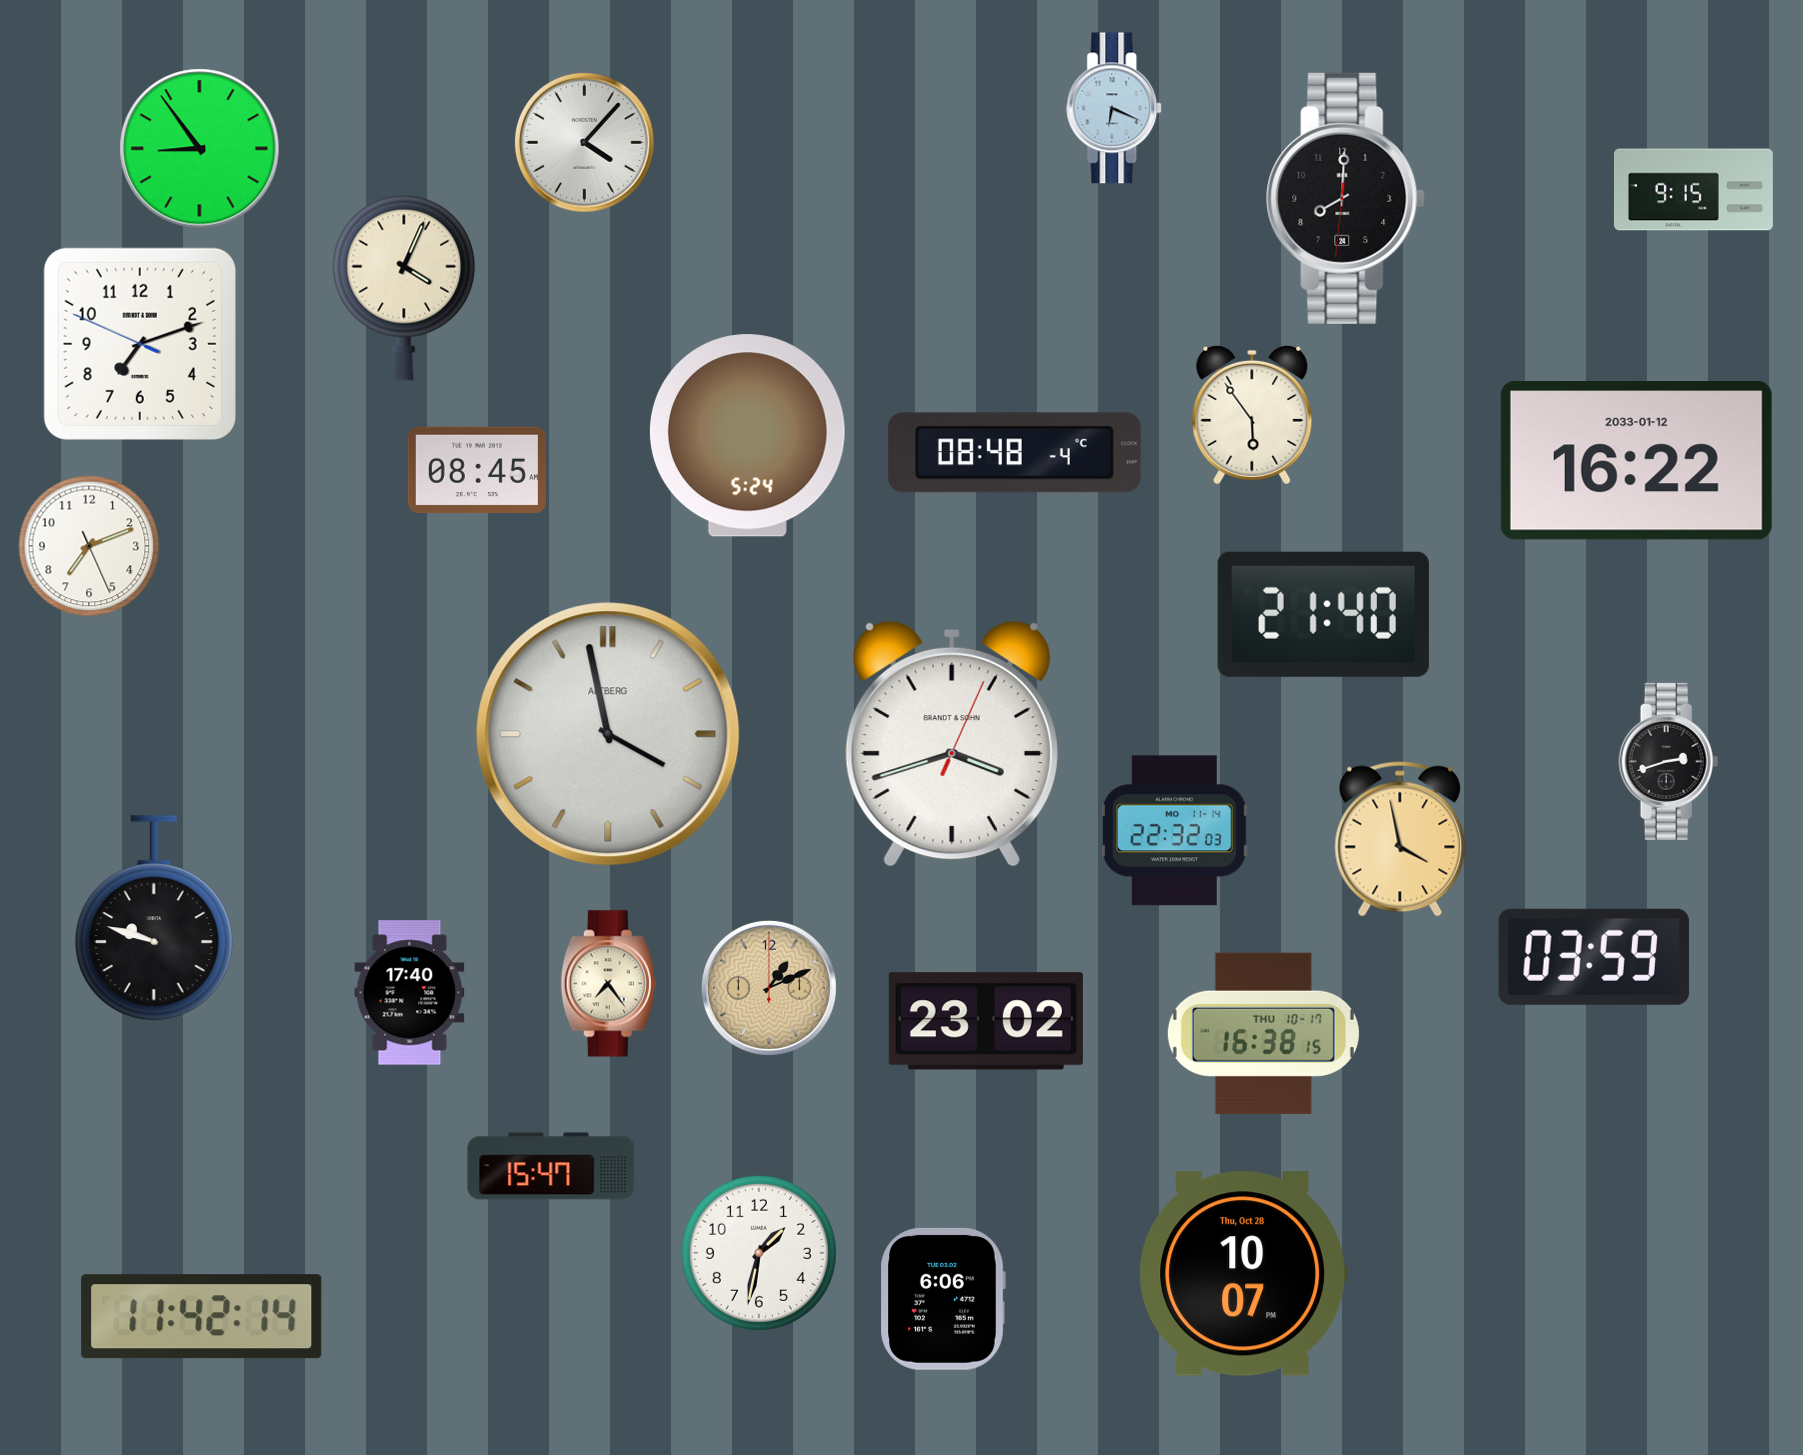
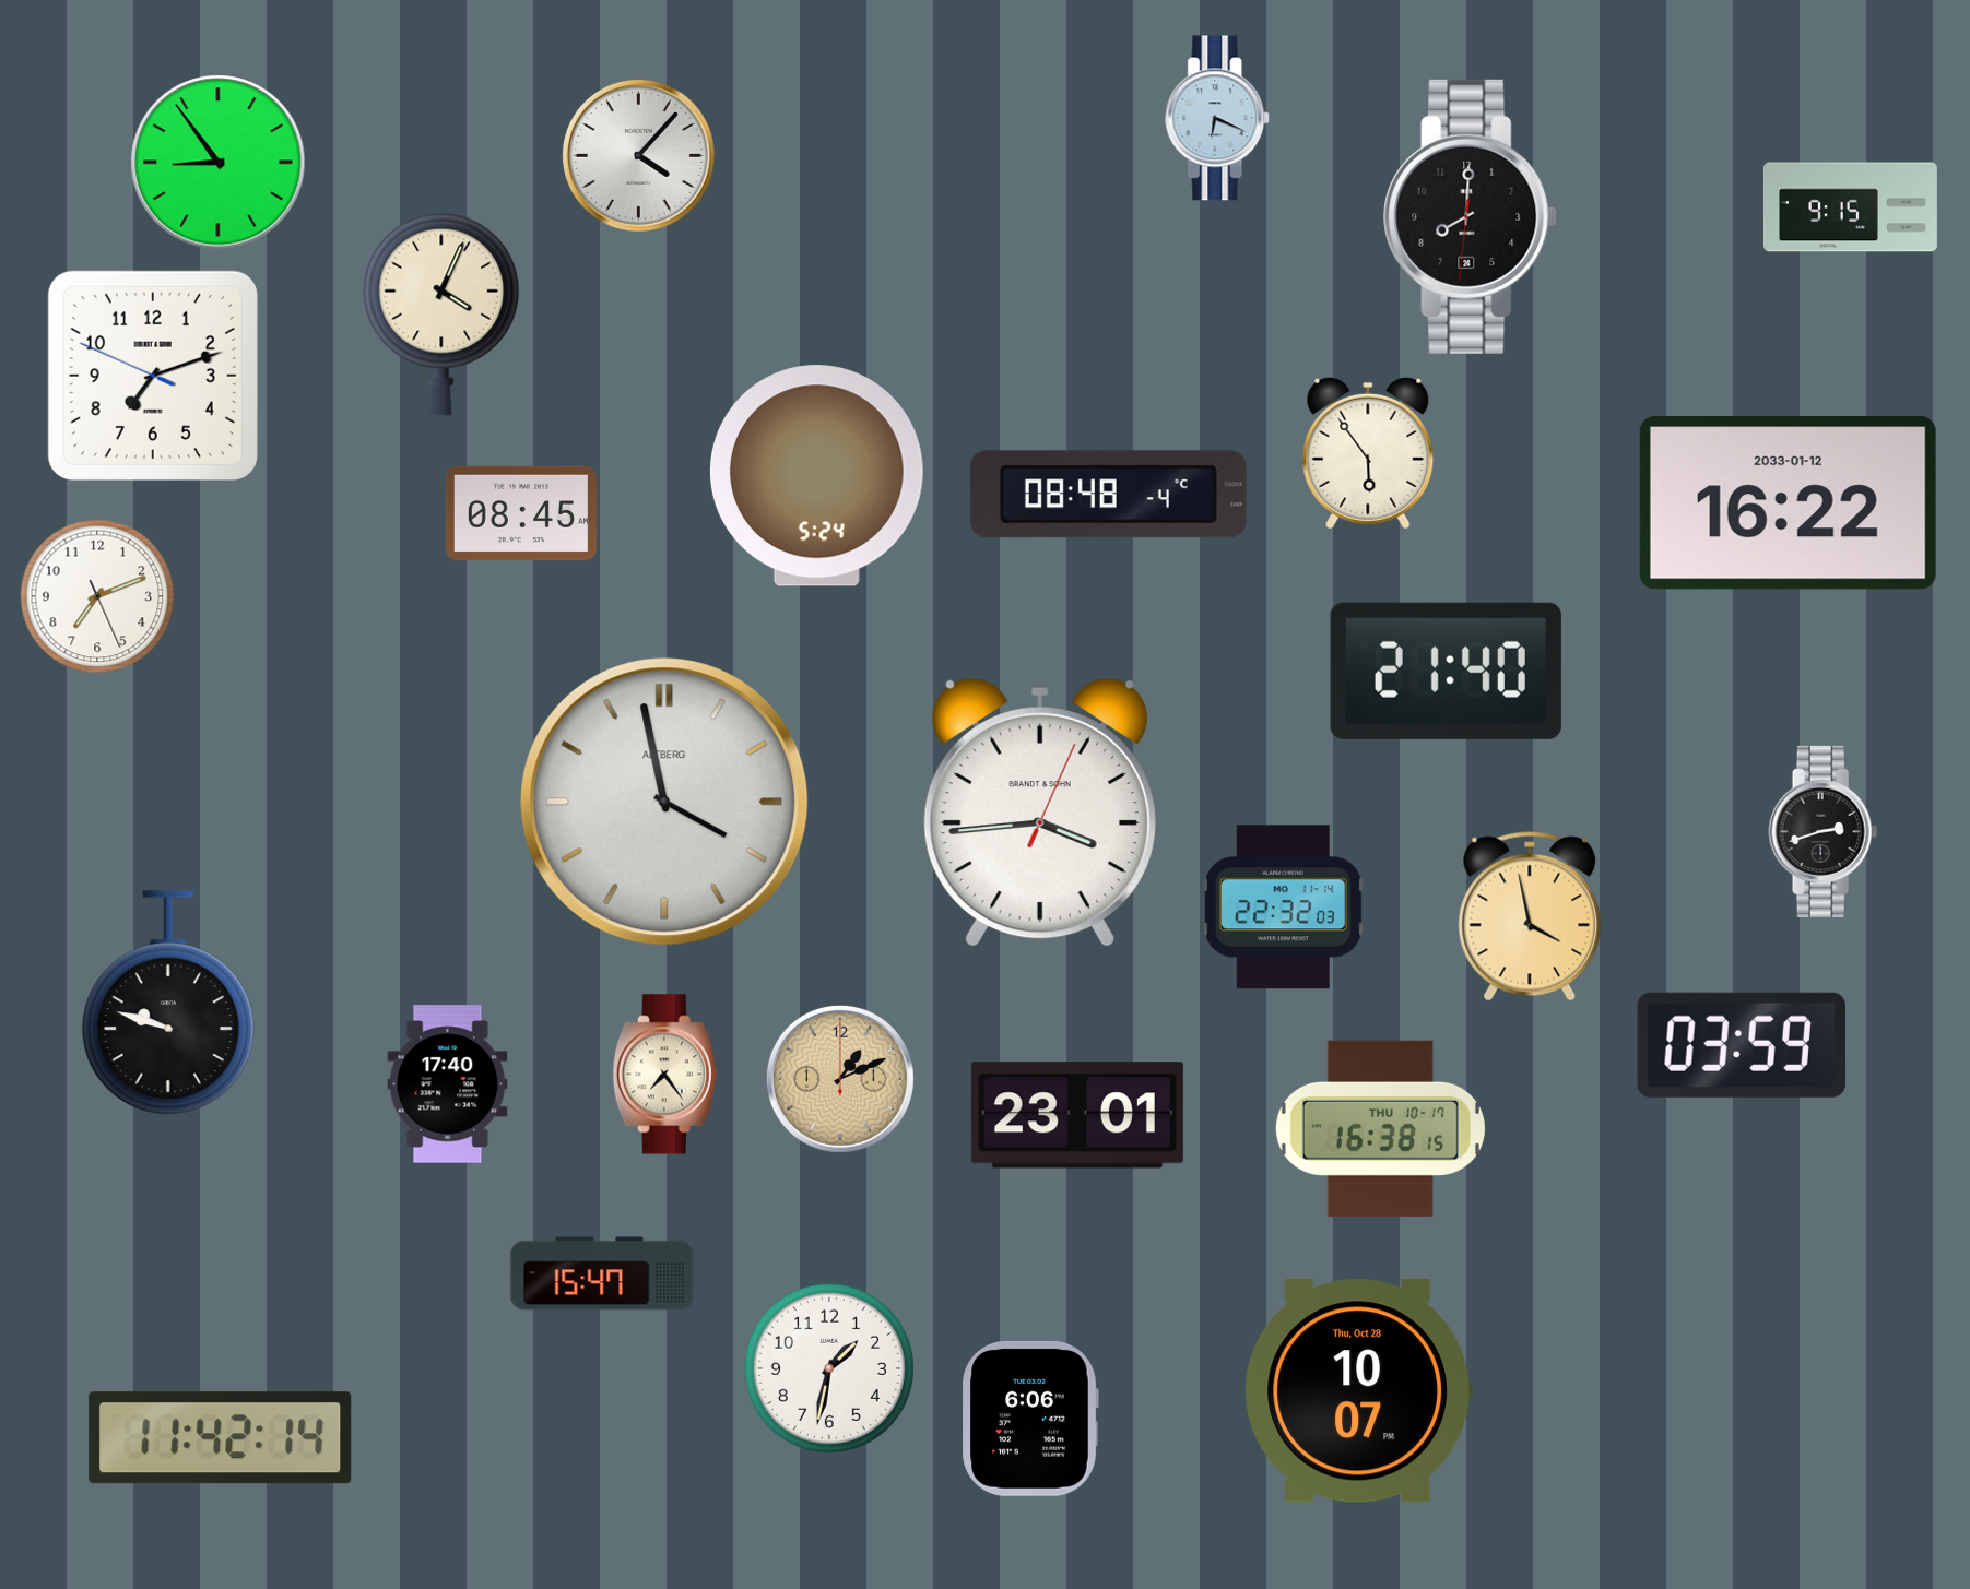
clock at (952, 744): 3:42 -> 3:44
clock at (986, 1021): 23:02 -> 23:01
